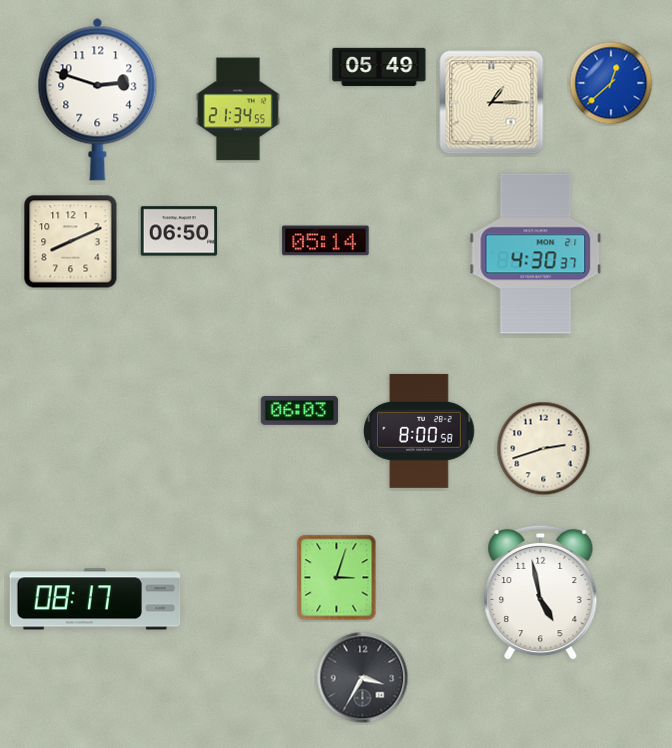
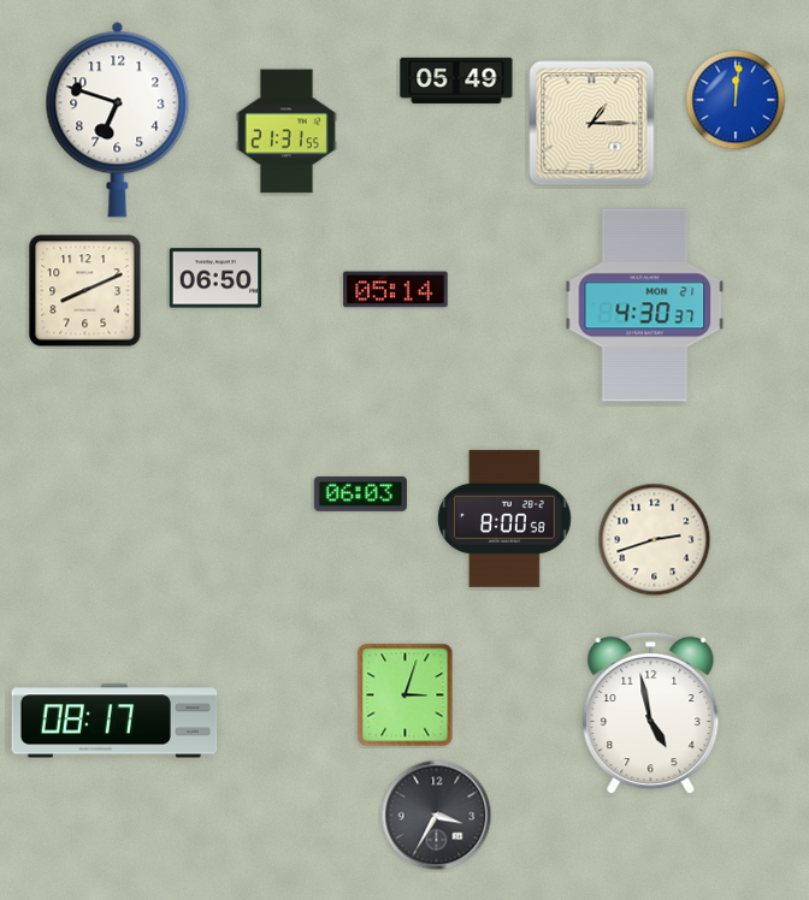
clock at (611, 83): 12:38 -> 12:01
clock at (98, 99): 2:48 -> 6:48
clock at (238, 109): 21:34 -> 21:31
clock at (326, 241) position: (326, 241) -> (396, 290)
